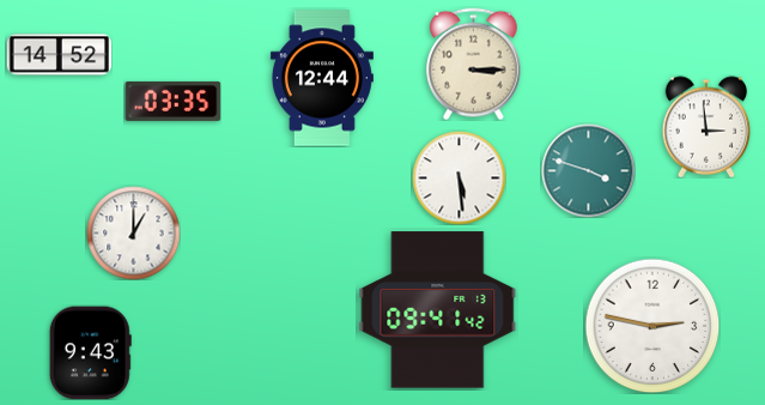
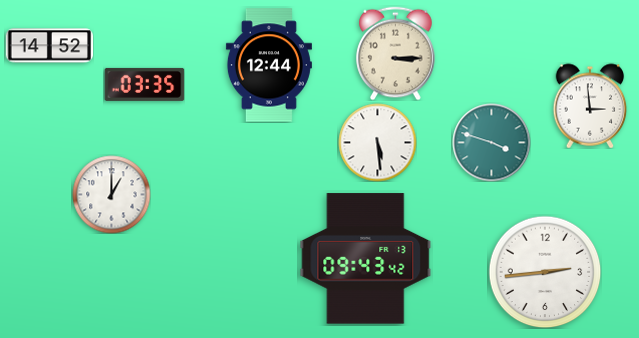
clock at (459, 177) position: (459, 177) -> (377, 142)
clock at (438, 310): 09:41 -> 09:43
clock at (652, 326): 2:47 -> 2:44
clock at (90, 352): 9:43 -> none
